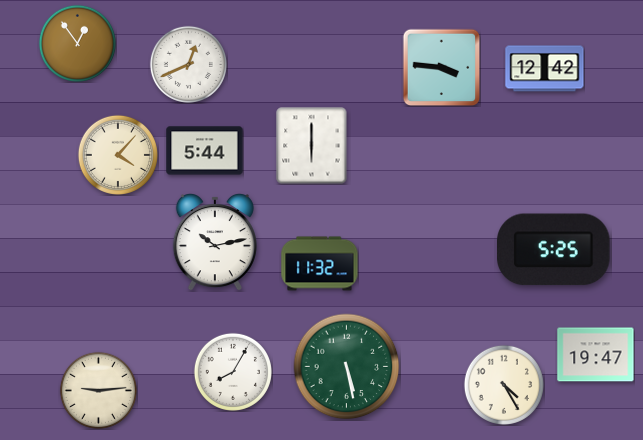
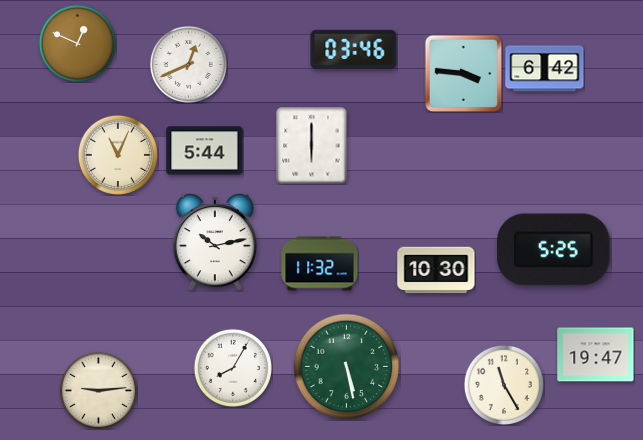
clock at (77, 43): 12:54 -> 12:49
clock at (354, 49): none -> 03:46
clock at (441, 67) position: (441, 67) -> (463, 73)
clock at (545, 69): 12:42 -> 6:42
clock at (118, 155): 4:07 -> 11:04
clock at (436, 270): none -> 10:30
clock at (233, 372) position: (233, 372) -> (233, 368)
clock at (504, 385): 4:25 -> 11:25
